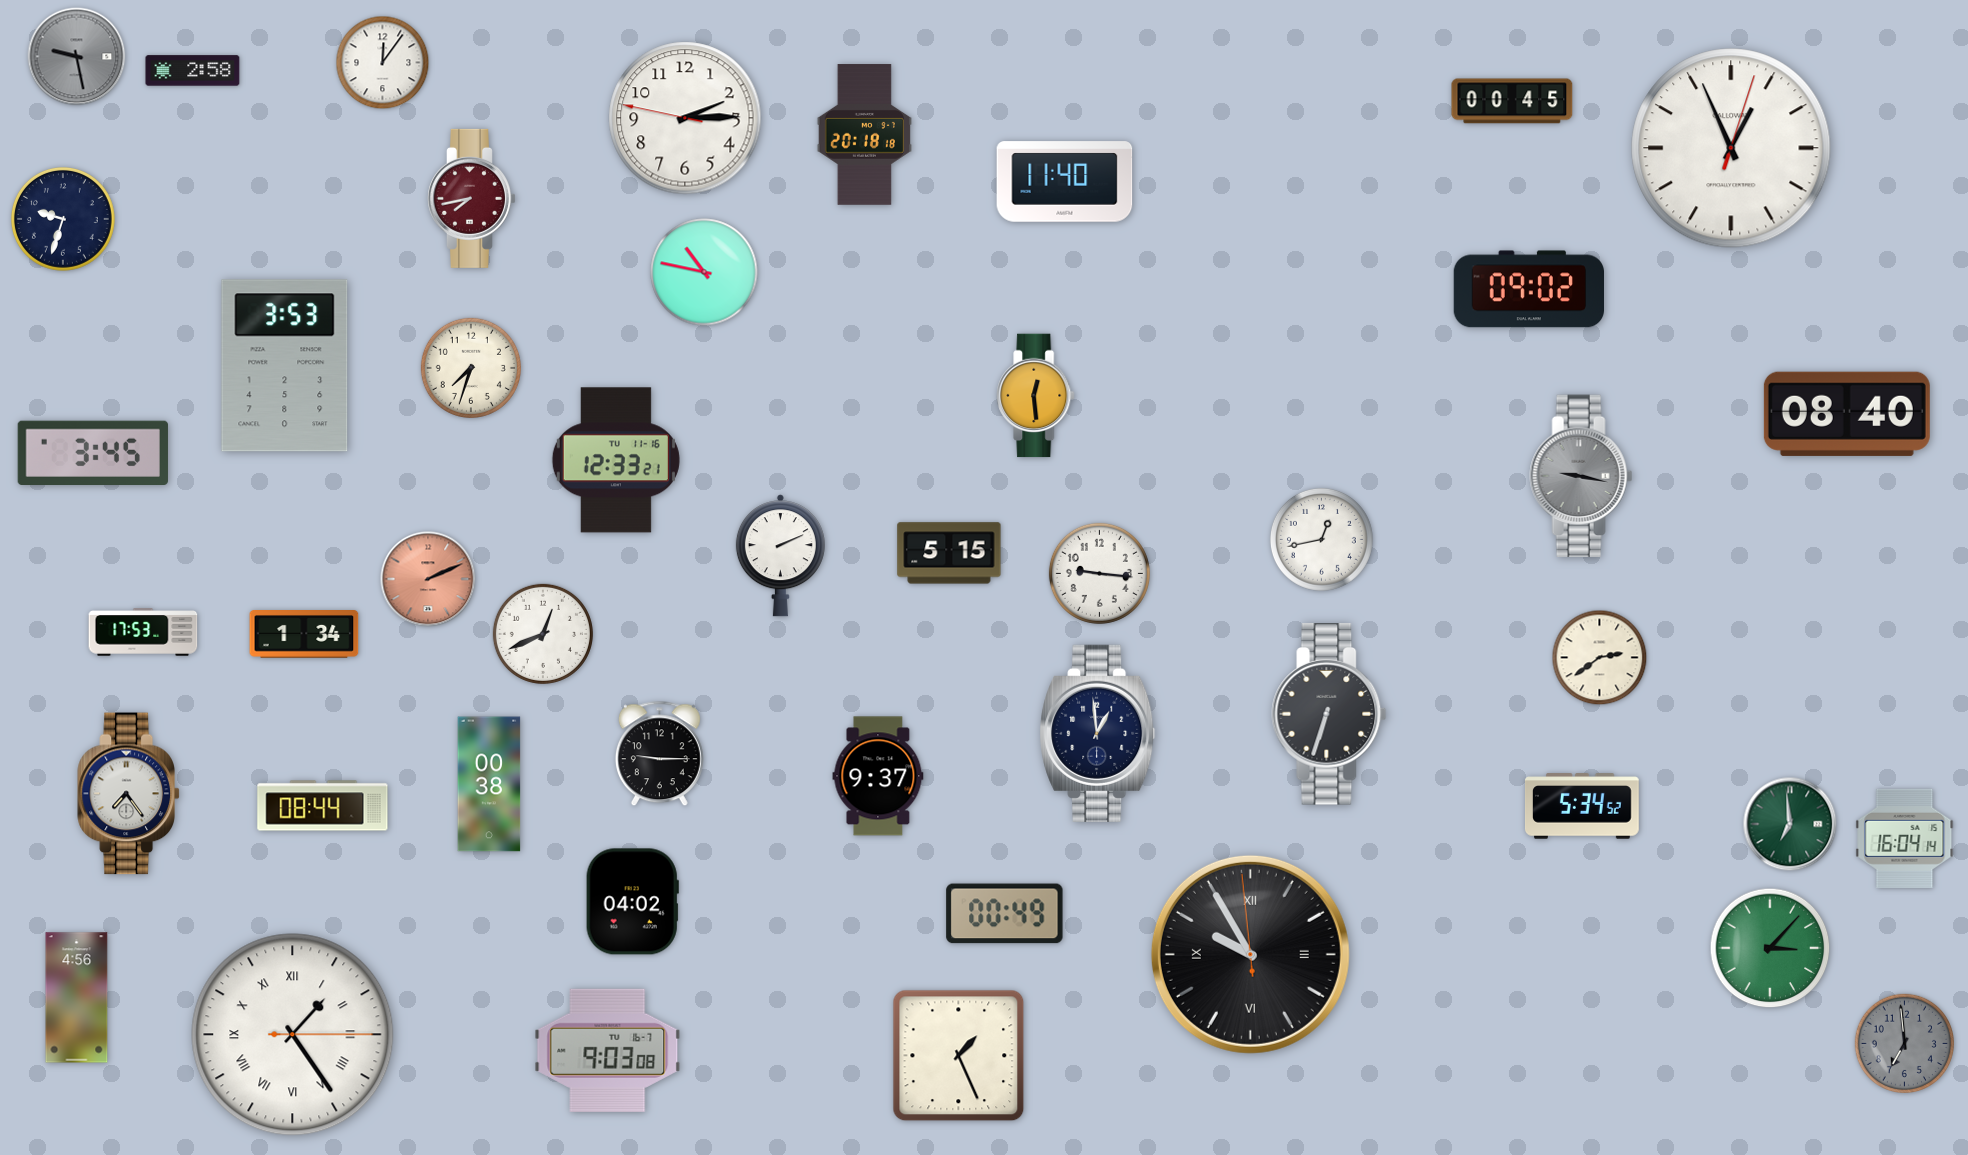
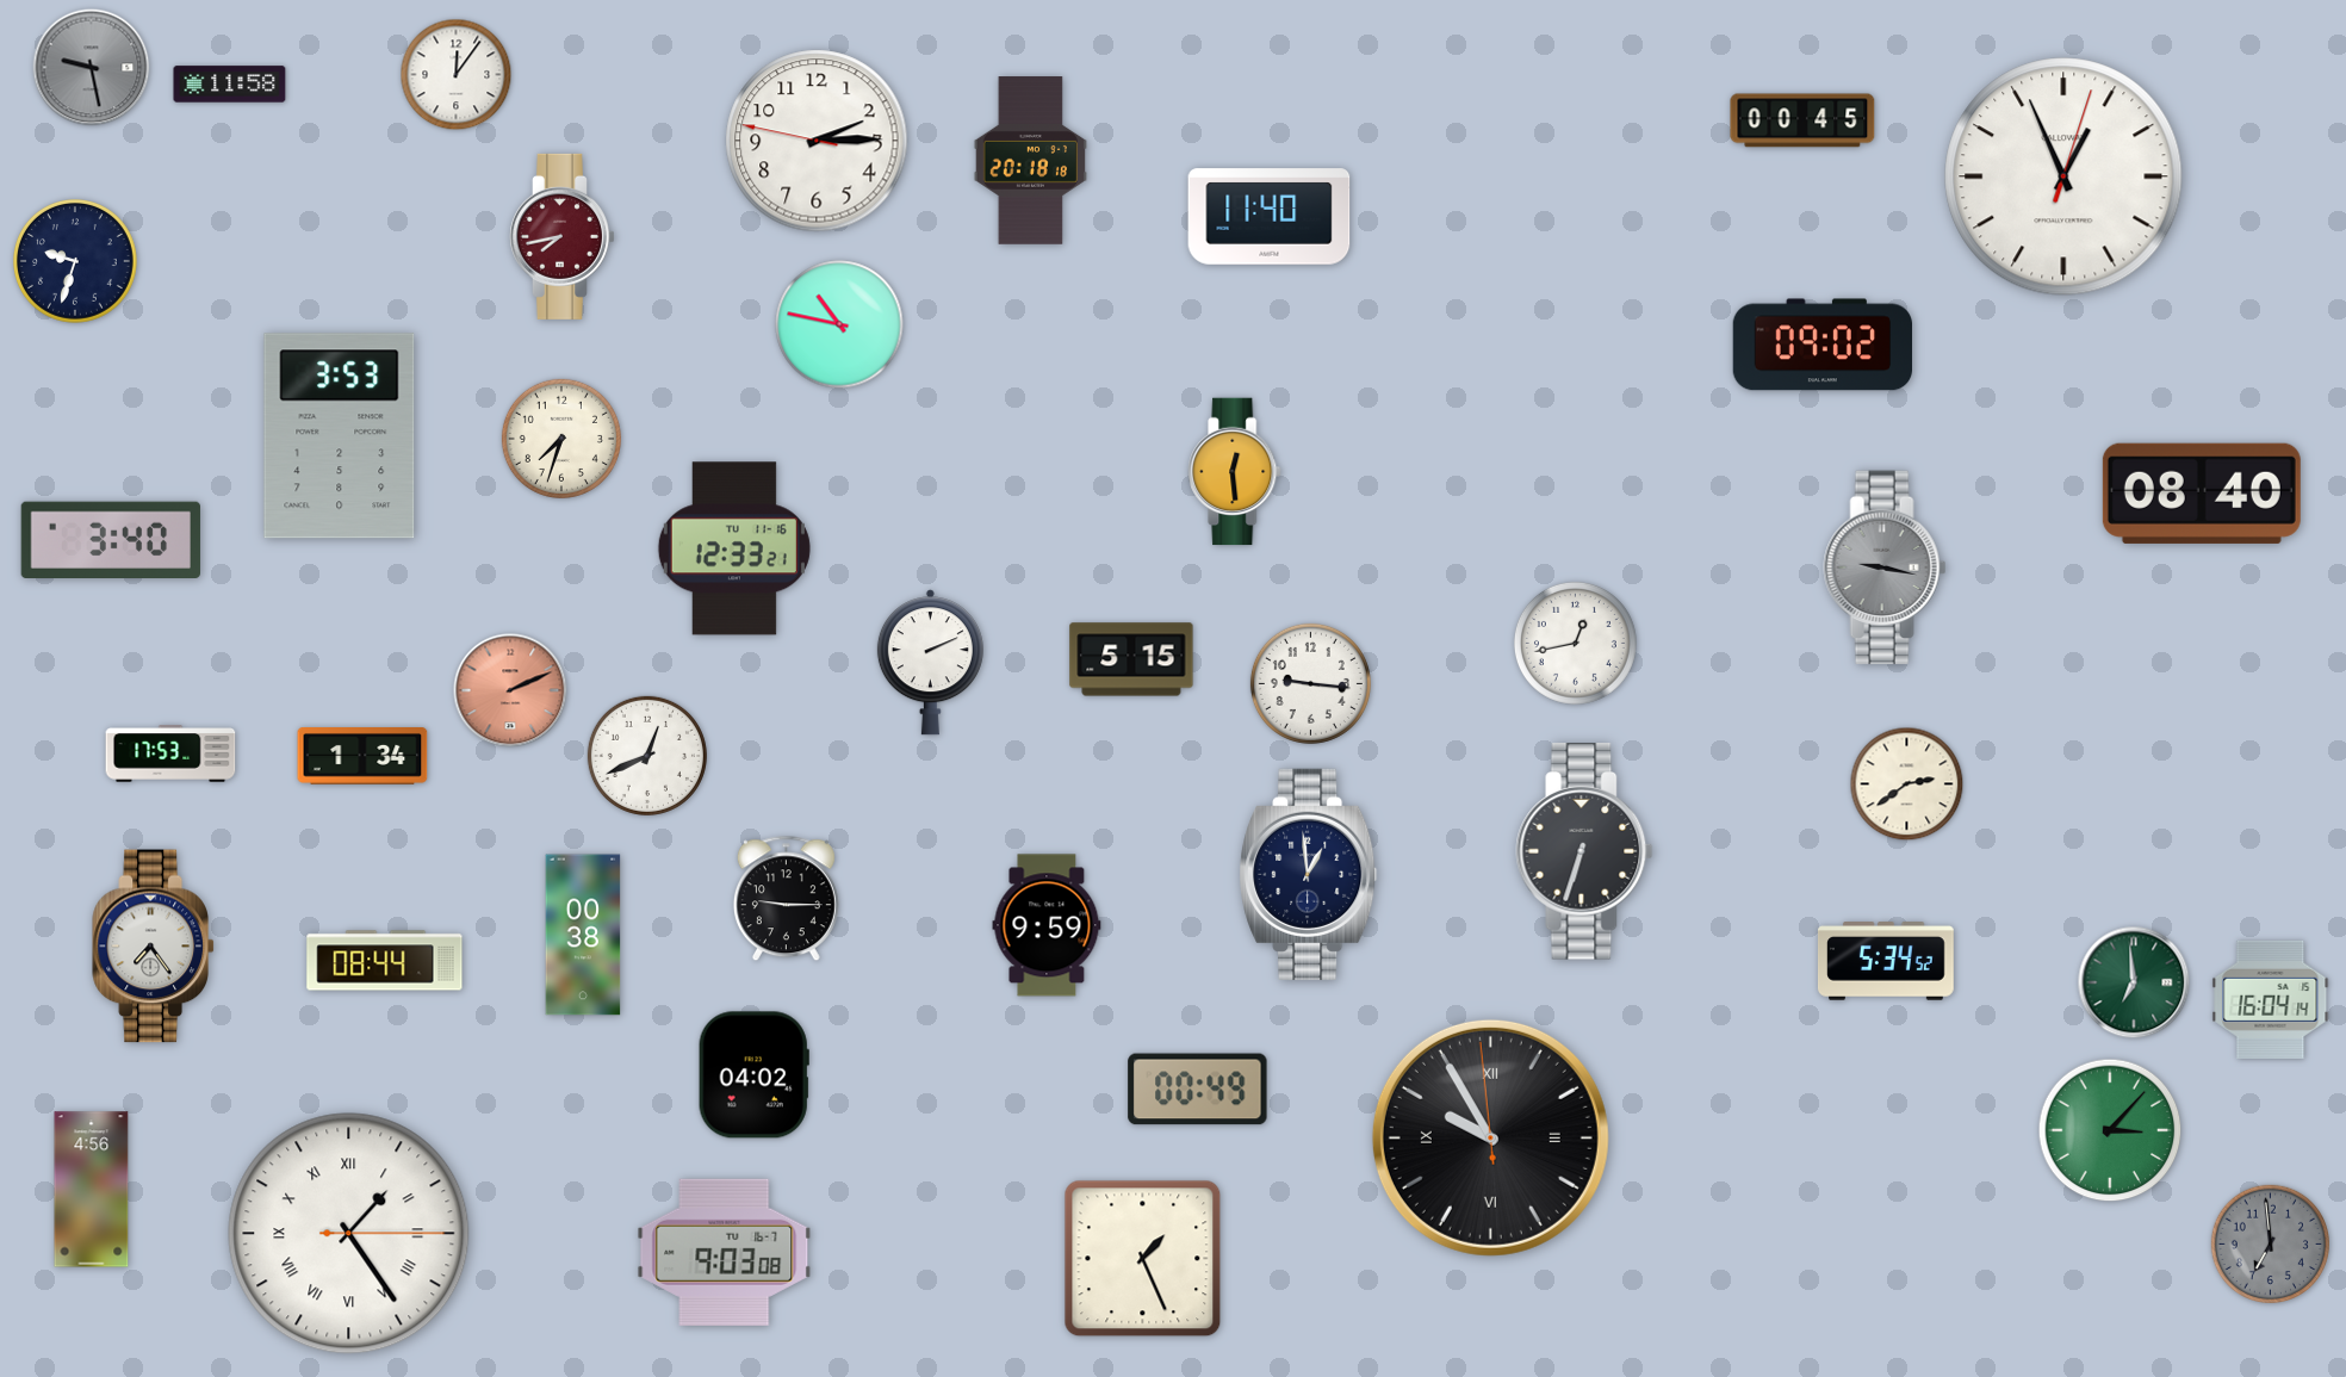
clock at (193, 71): 2:58 -> 11:58
clock at (93, 452): 3:45 -> 3:40
clock at (878, 776): 9:37 -> 9:59
